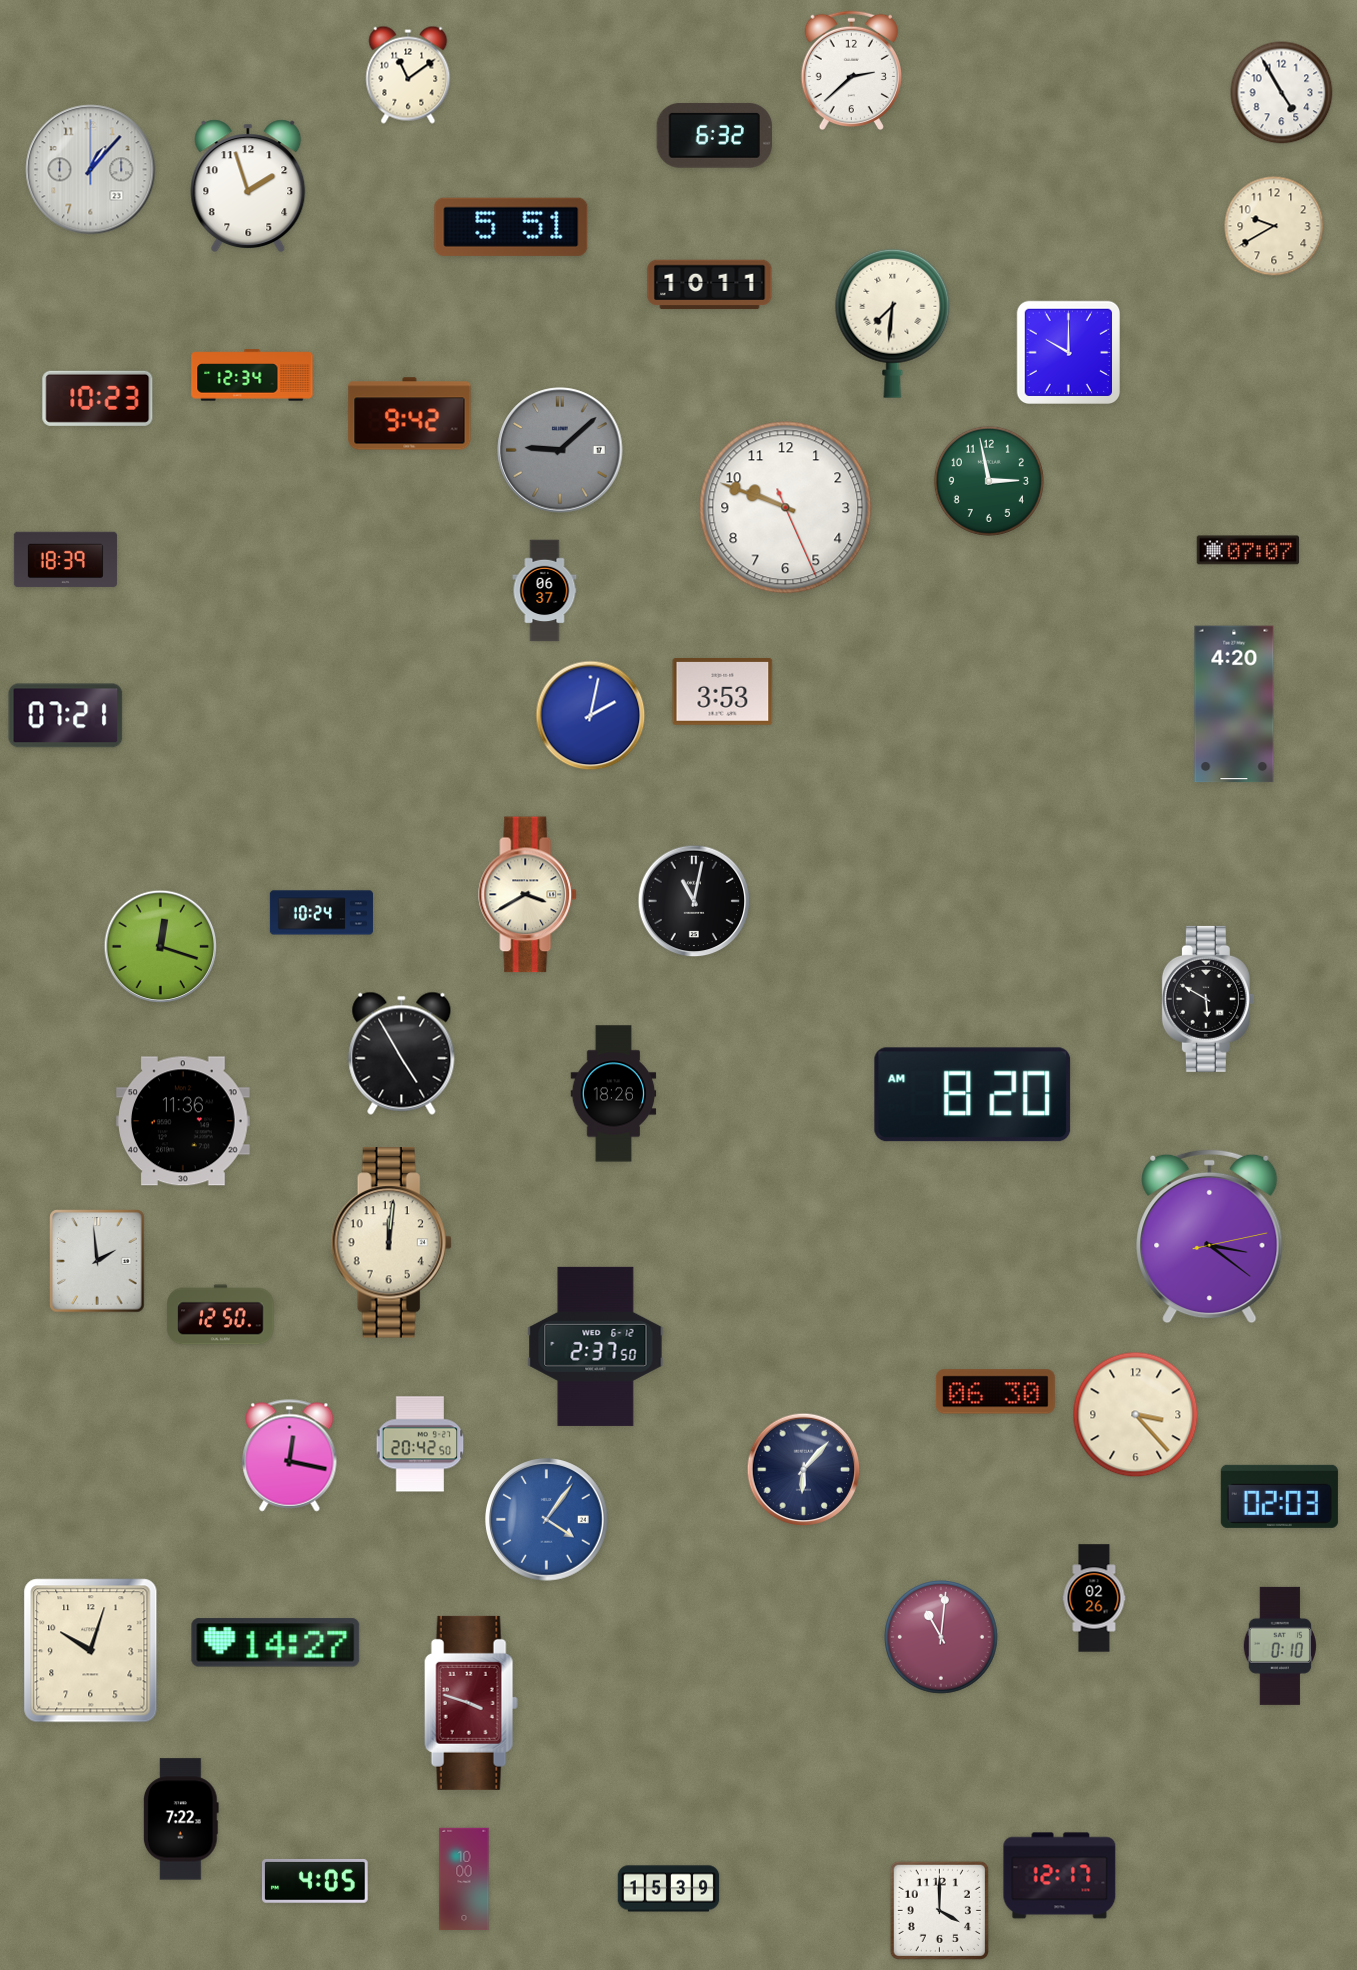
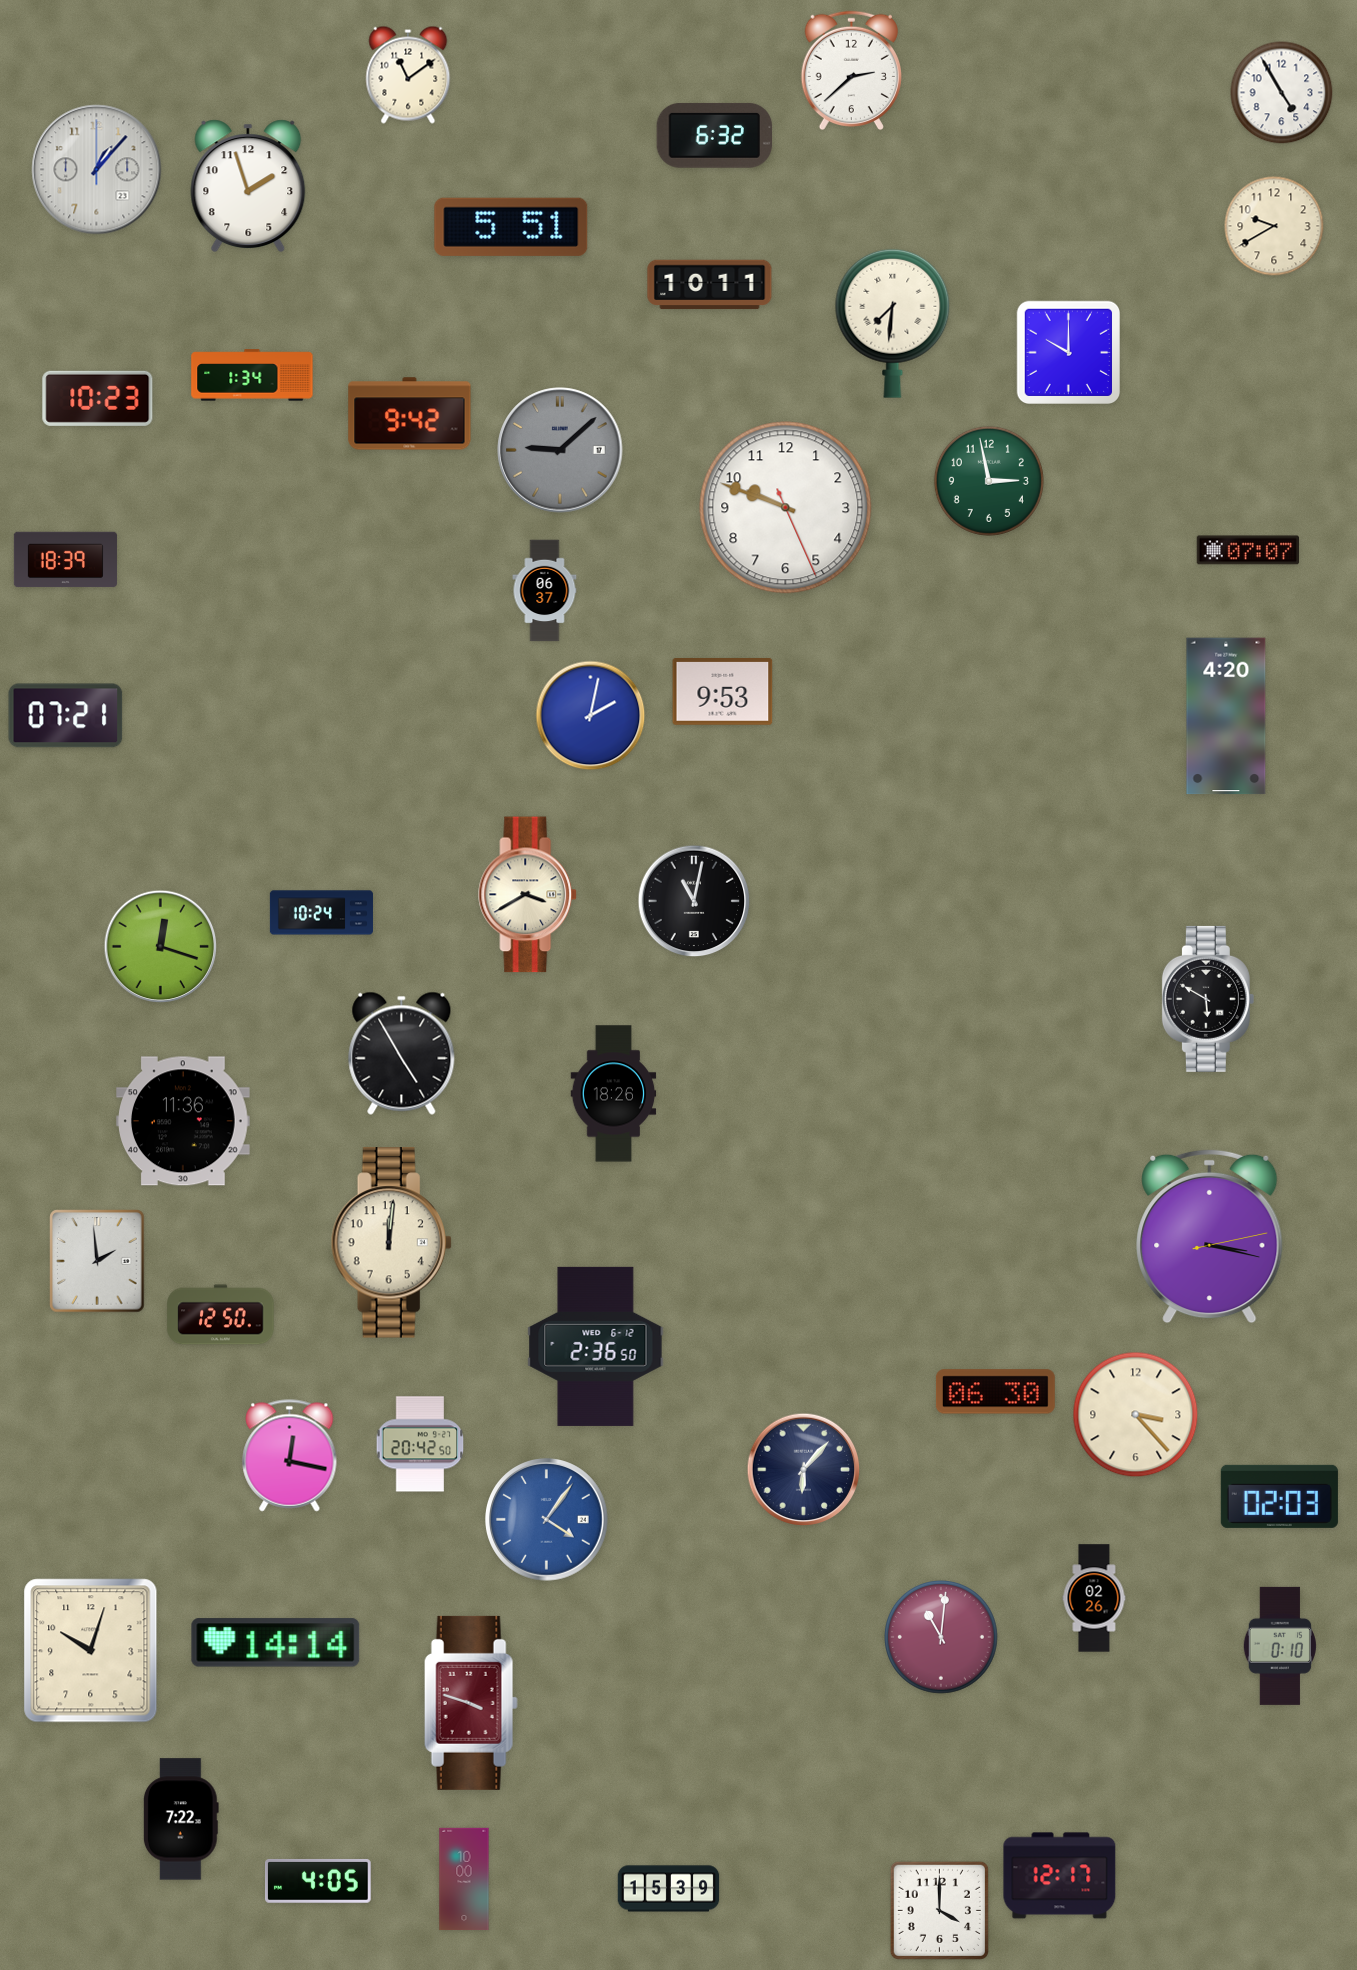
clock at (91, 170) position: (91, 170) -> (97, 170)
clock at (252, 375): 12:34 -> 1:34
clock at (723, 692): 3:53 -> 9:53
clock at (1234, 704) position: (1234, 704) -> (1226, 716)
clock at (973, 1095): 8:20 -> none
clock at (1210, 1236): 3:21 -> 3:17
clock at (596, 1346): 2:37 -> 2:36
clock at (276, 1643): 14:27 -> 14:14
clock at (316, 1881) position: (316, 1881) -> (319, 1881)
